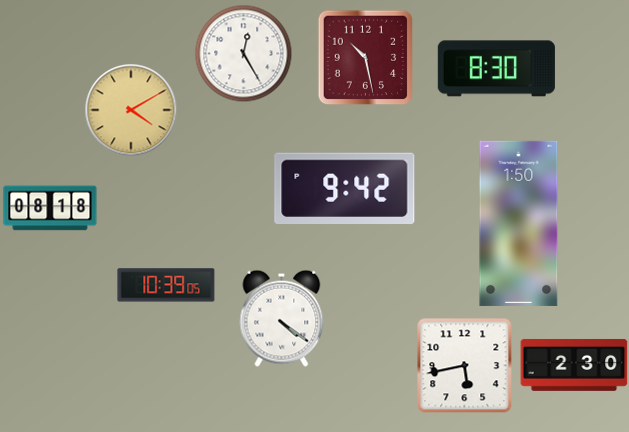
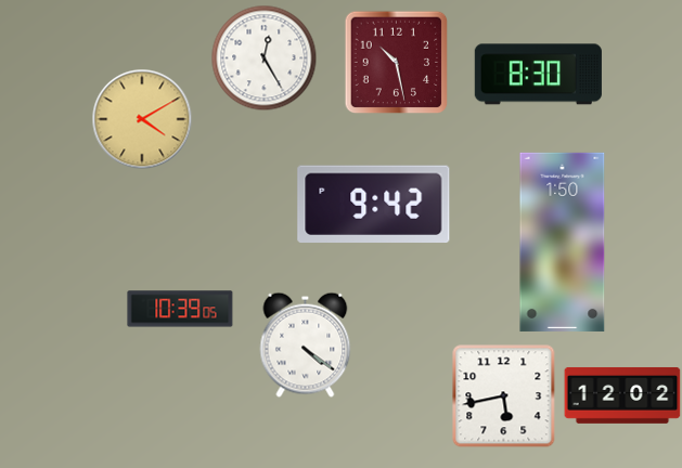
clock at (50, 208): 08:18 -> none
clock at (574, 365): 2:30 -> 12:02
